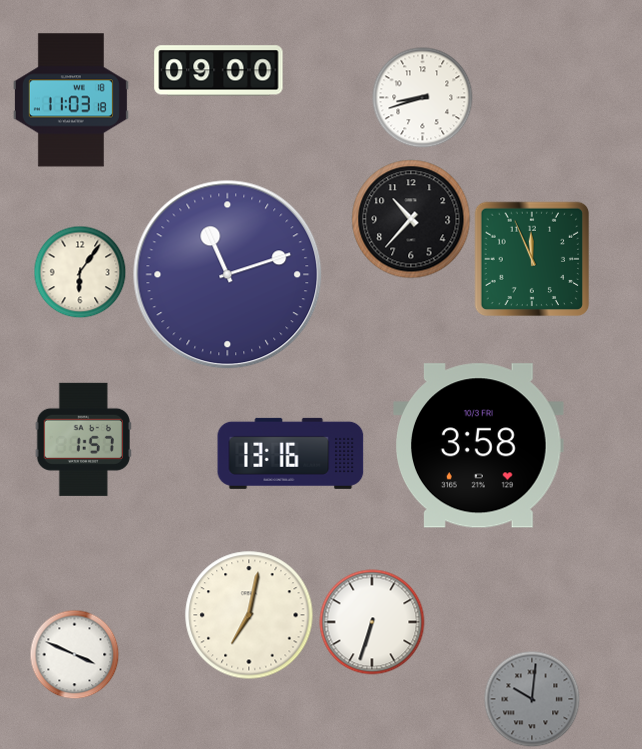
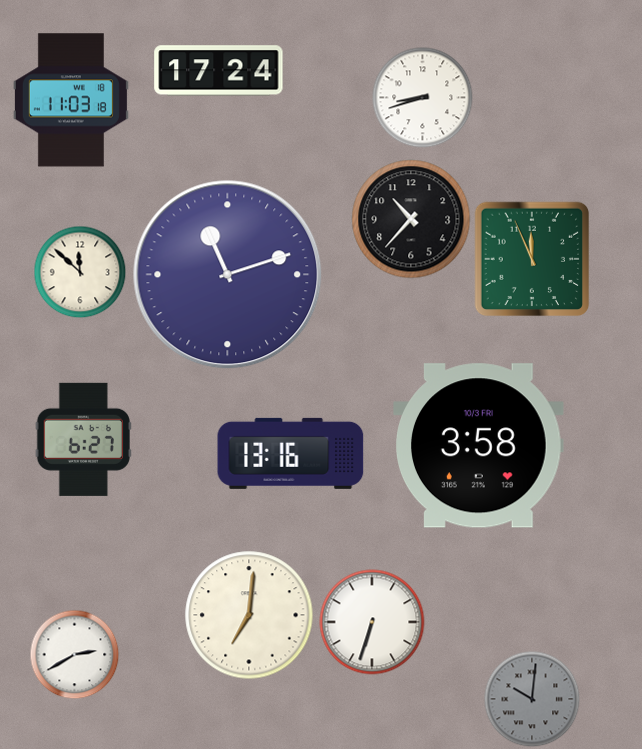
clock at (219, 71): 09:00 -> 17:24
clock at (80, 272): 6:06 -> 11:52
clock at (83, 439): 1:57 -> 6:27
clock at (249, 615): 7:02 -> 7:01
clock at (74, 654): 3:49 -> 2:40
